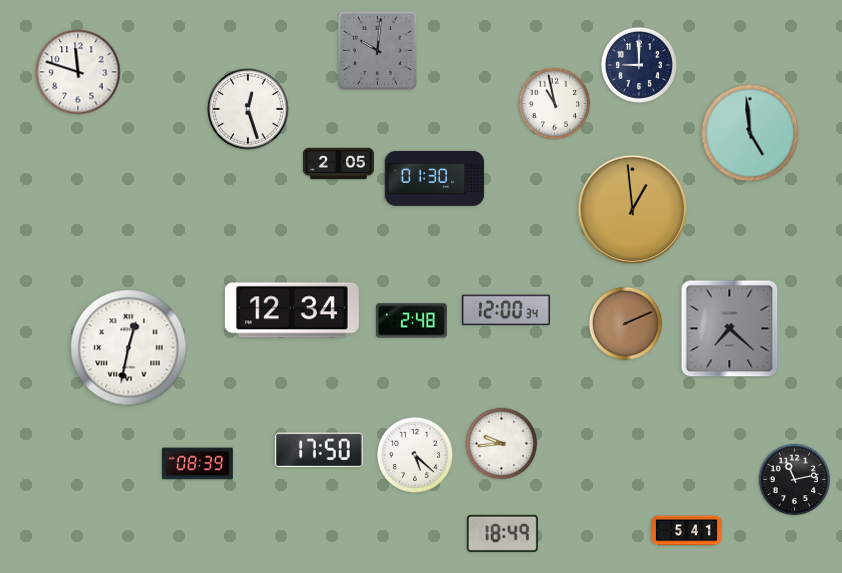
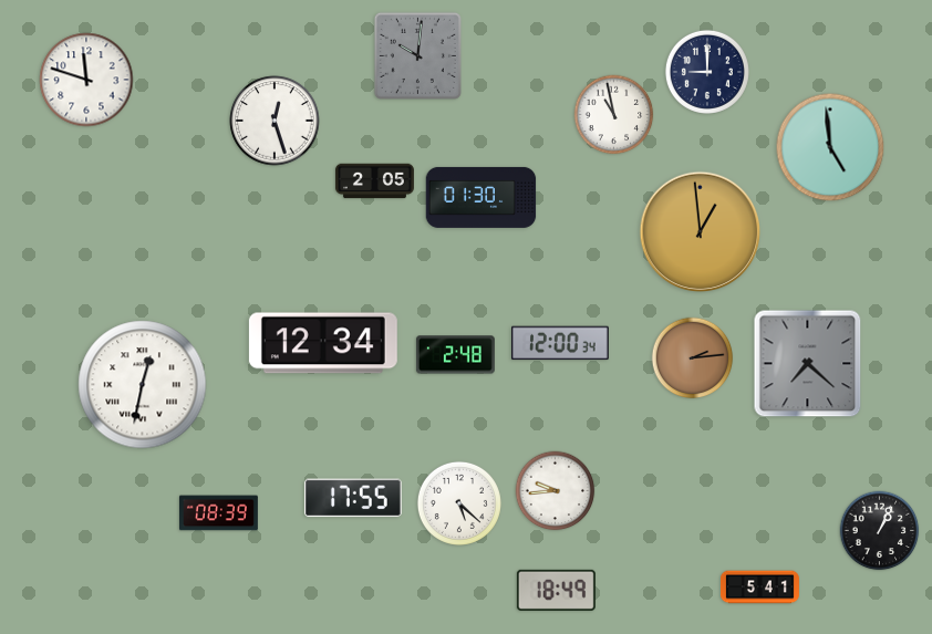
clock at (626, 324): 2:11 -> 2:14
clock at (319, 450): 17:50 -> 17:55
clock at (795, 480): 11:13 -> 1:04
